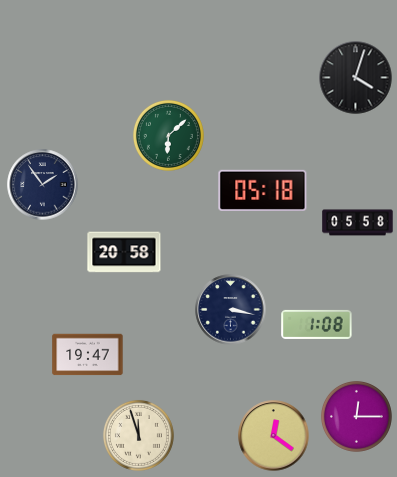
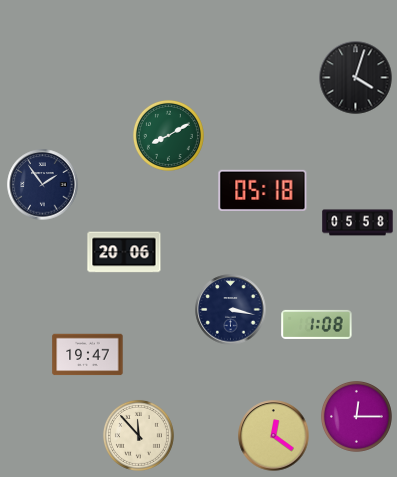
clock at (168, 135): 6:08 -> 8:10
clock at (124, 252): 20:58 -> 20:06
clock at (138, 435): 11:57 -> 11:53
